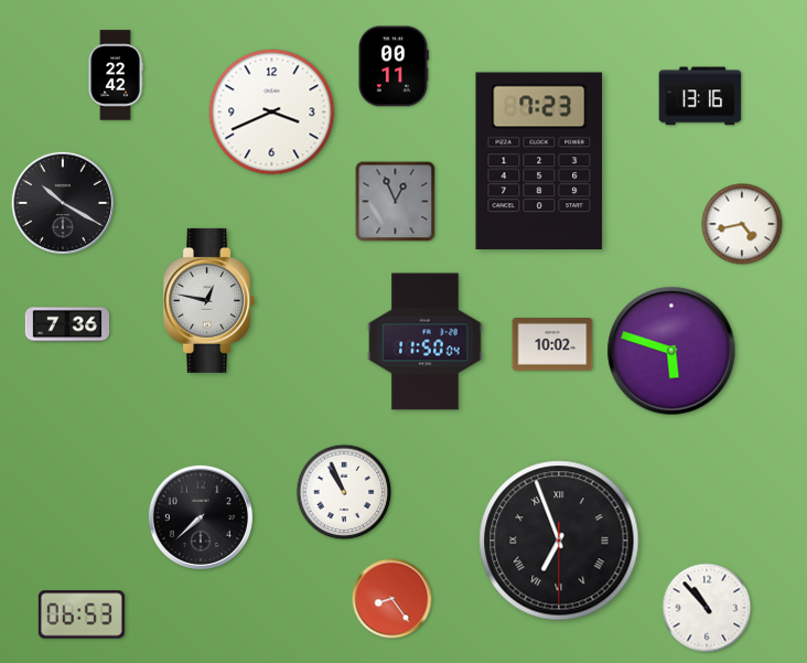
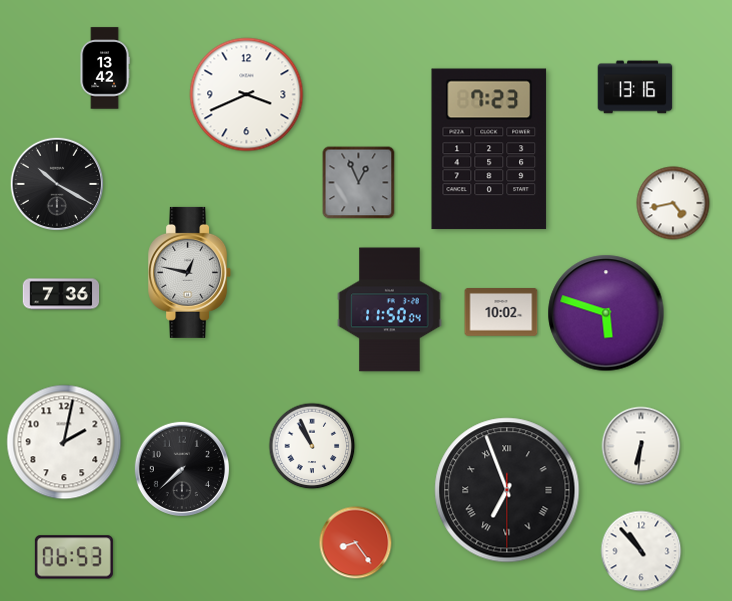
clock at (394, 66): 00:11 -> none
clock at (116, 75): 22:42 -> 13:42
clock at (272, 113) position: (272, 113) -> (247, 95)
clock at (539, 161) position: (539, 161) -> (489, 149)
clock at (426, 342) position: (426, 342) -> (390, 310)
clock at (671, 351) position: (671, 351) -> (606, 313)
clock at (64, 442): none -> 2:02
clock at (641, 446): none -> 6:31
